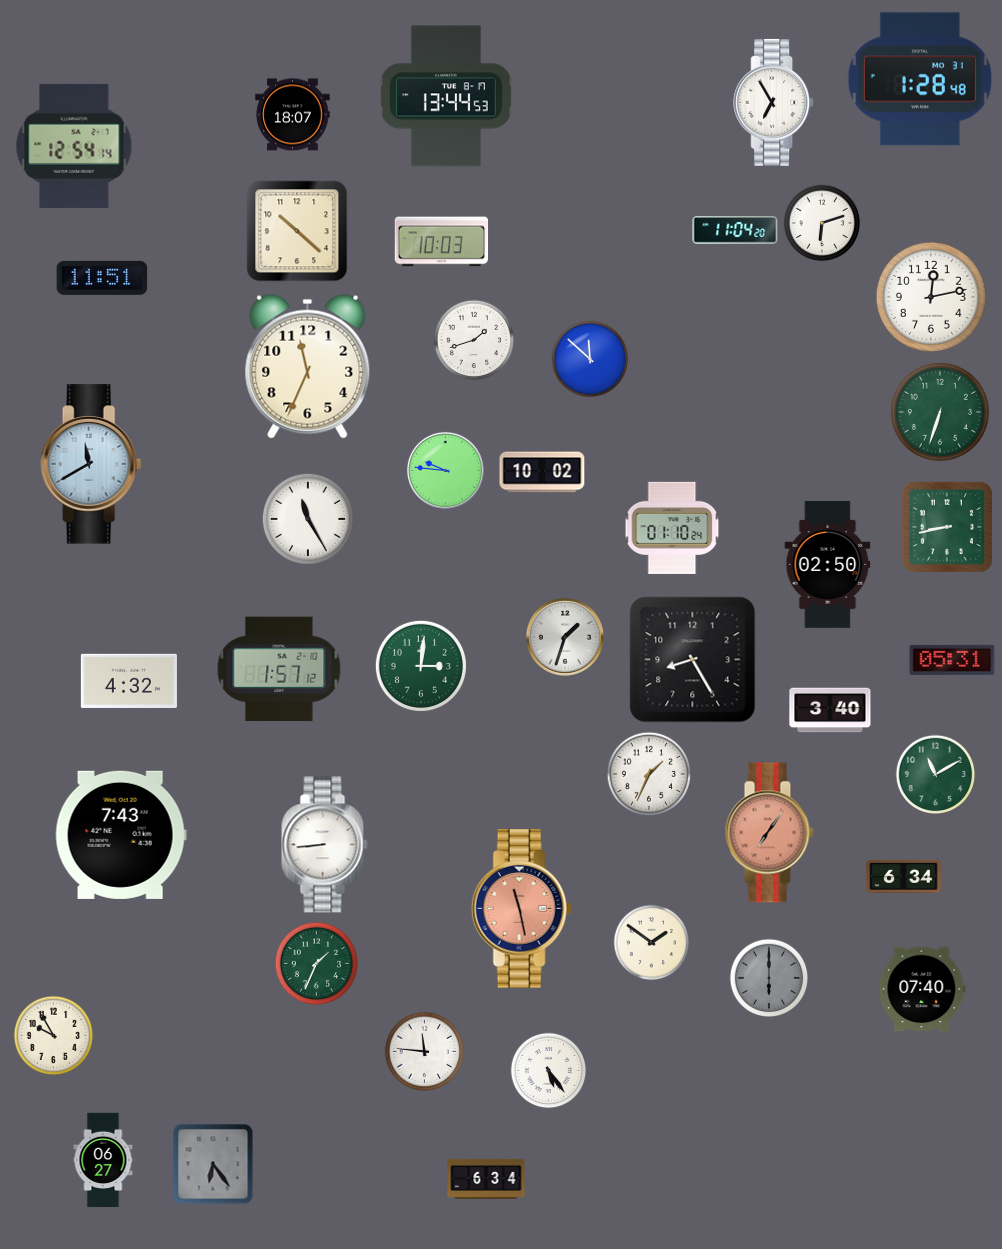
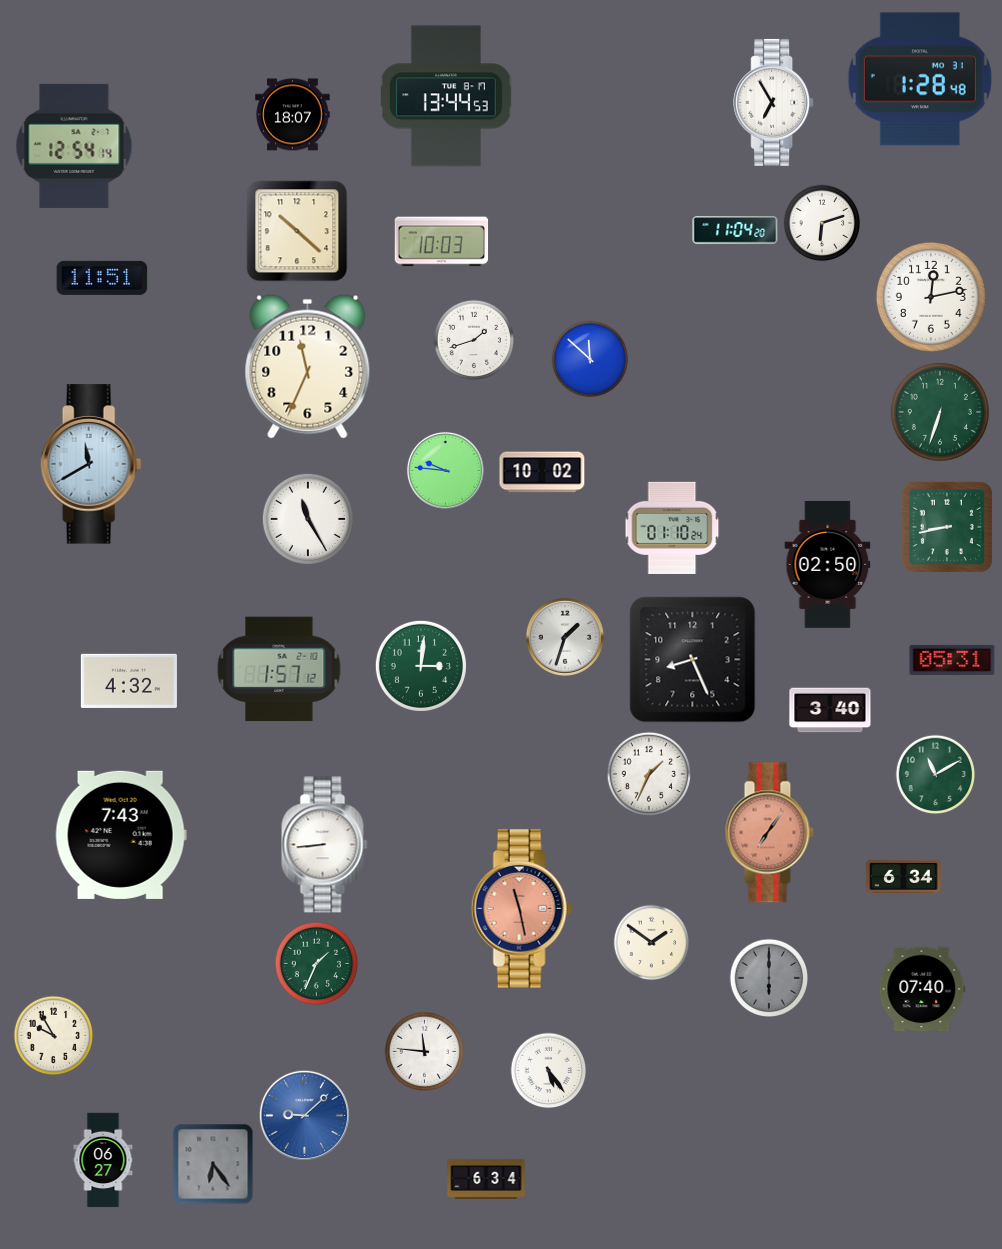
clock at (693, 660): 8:25 -> 8:26
clock at (304, 1115): none -> 9:08
